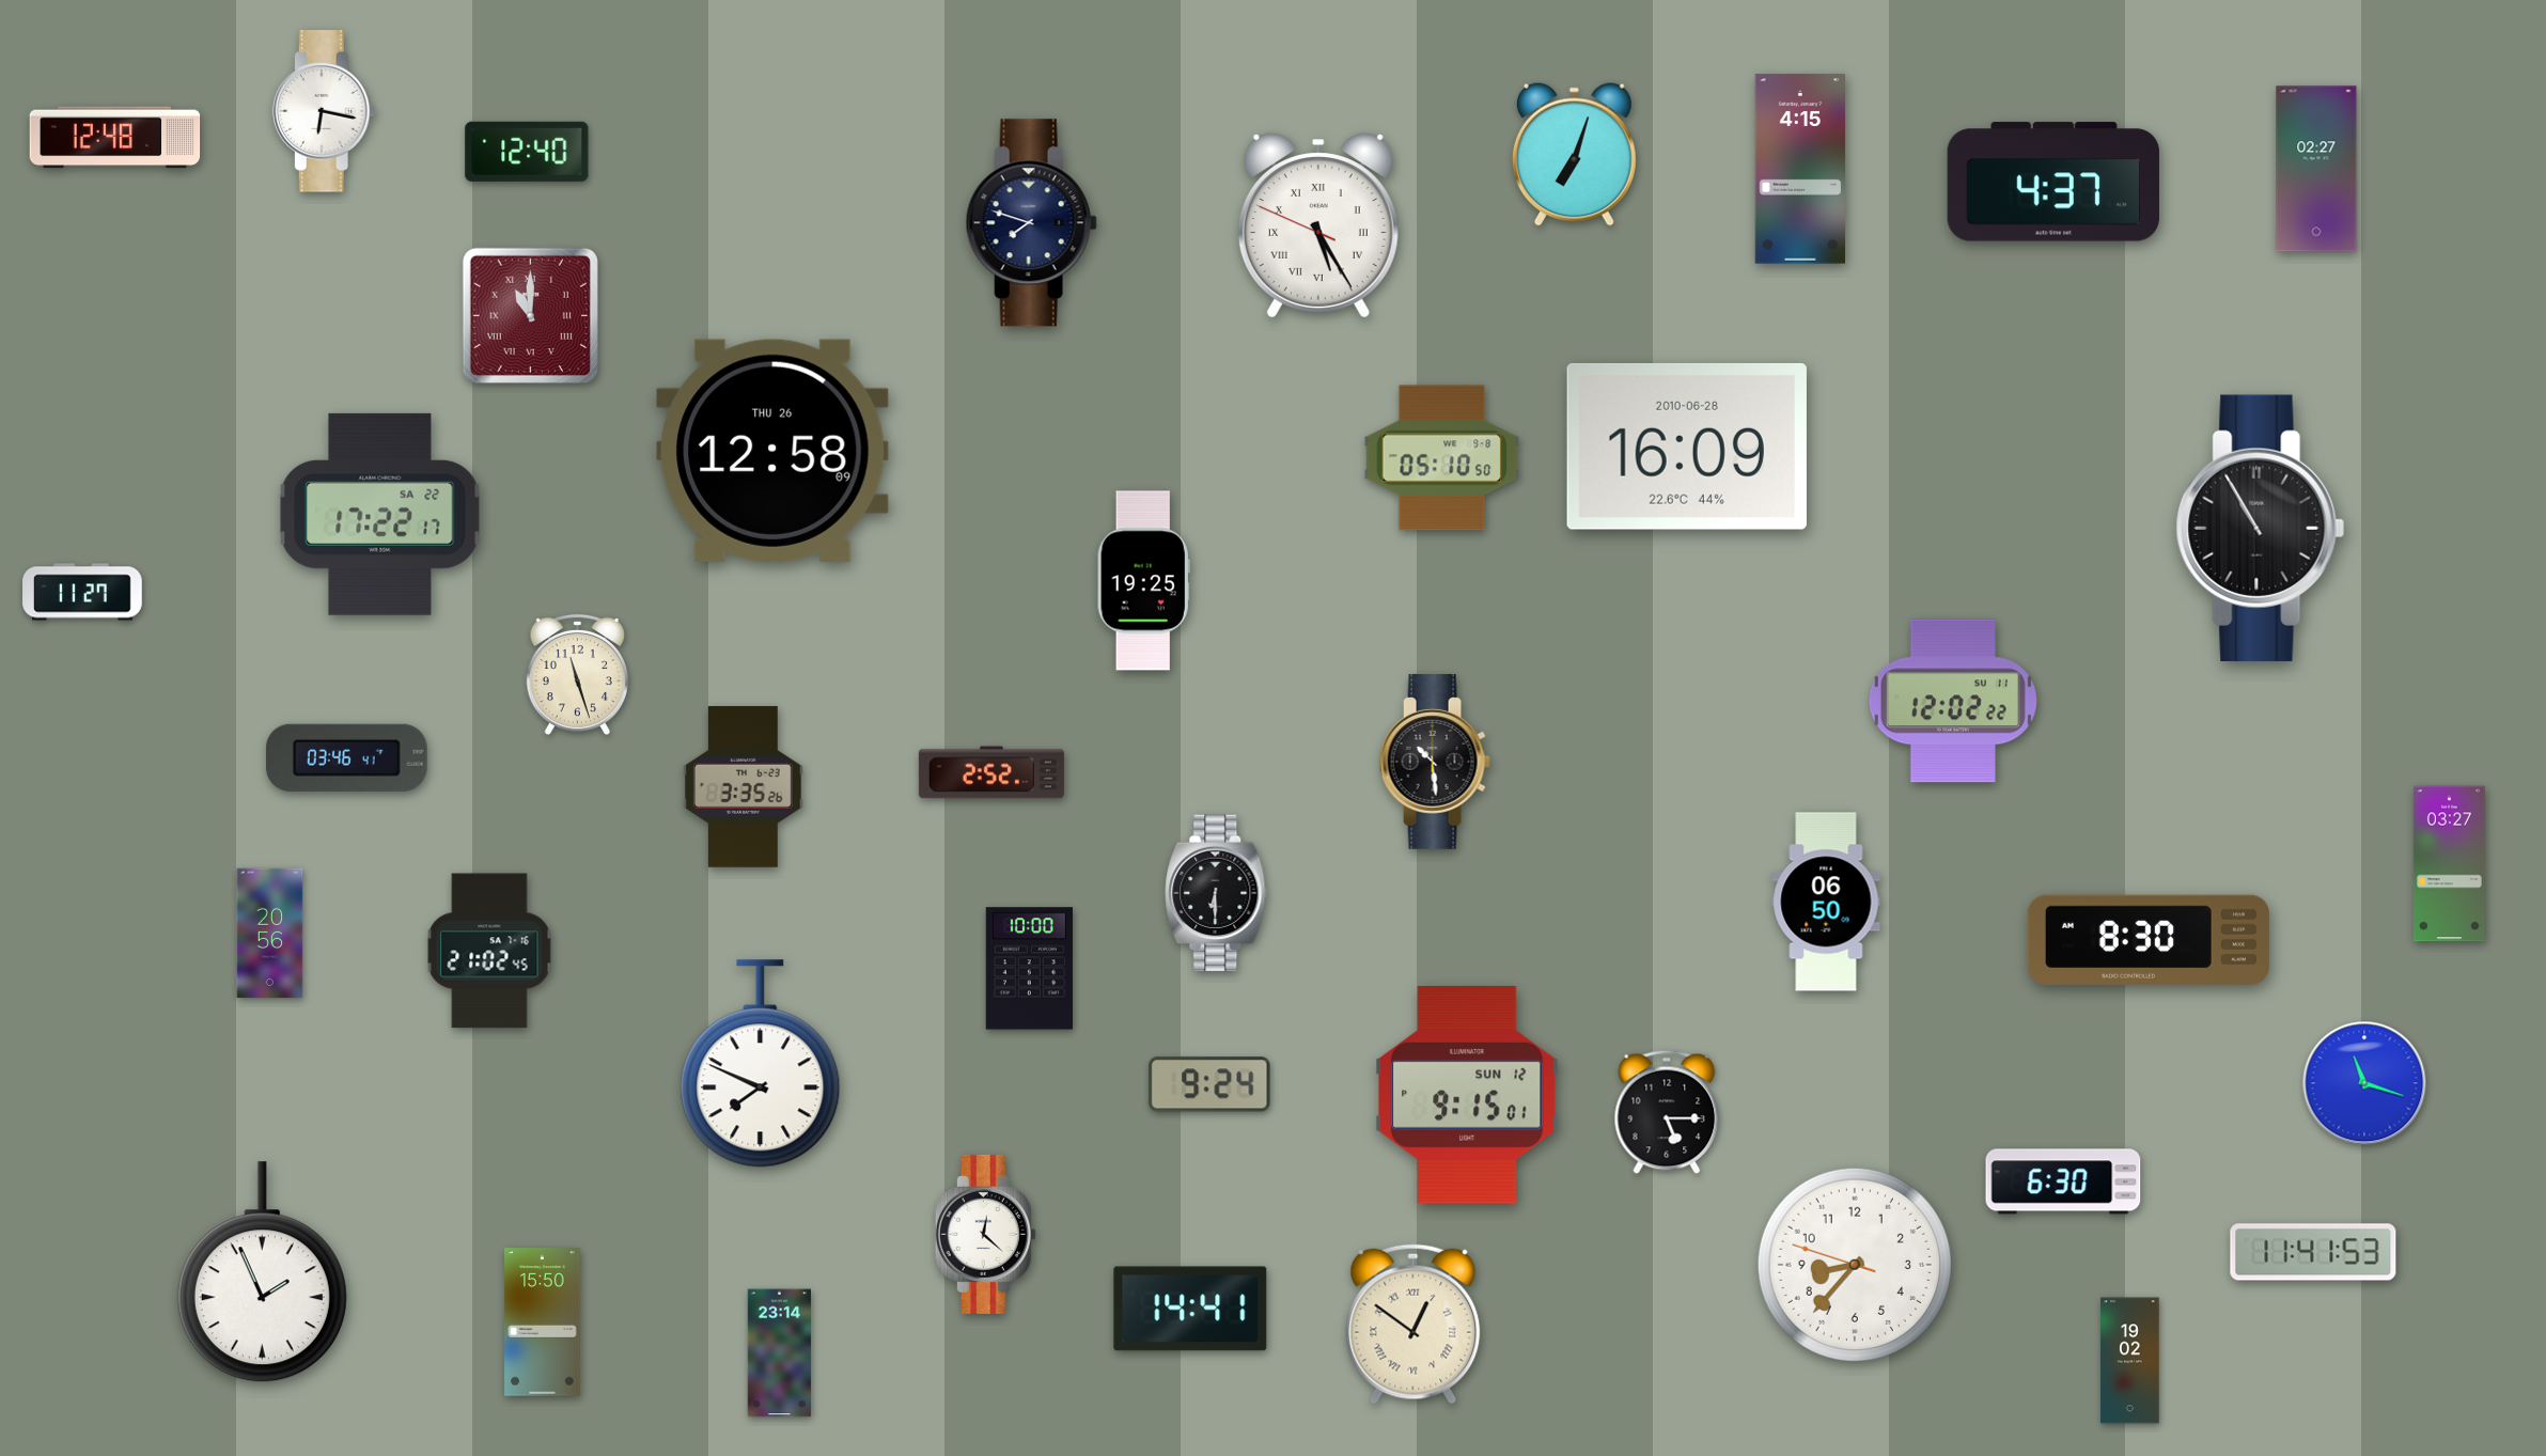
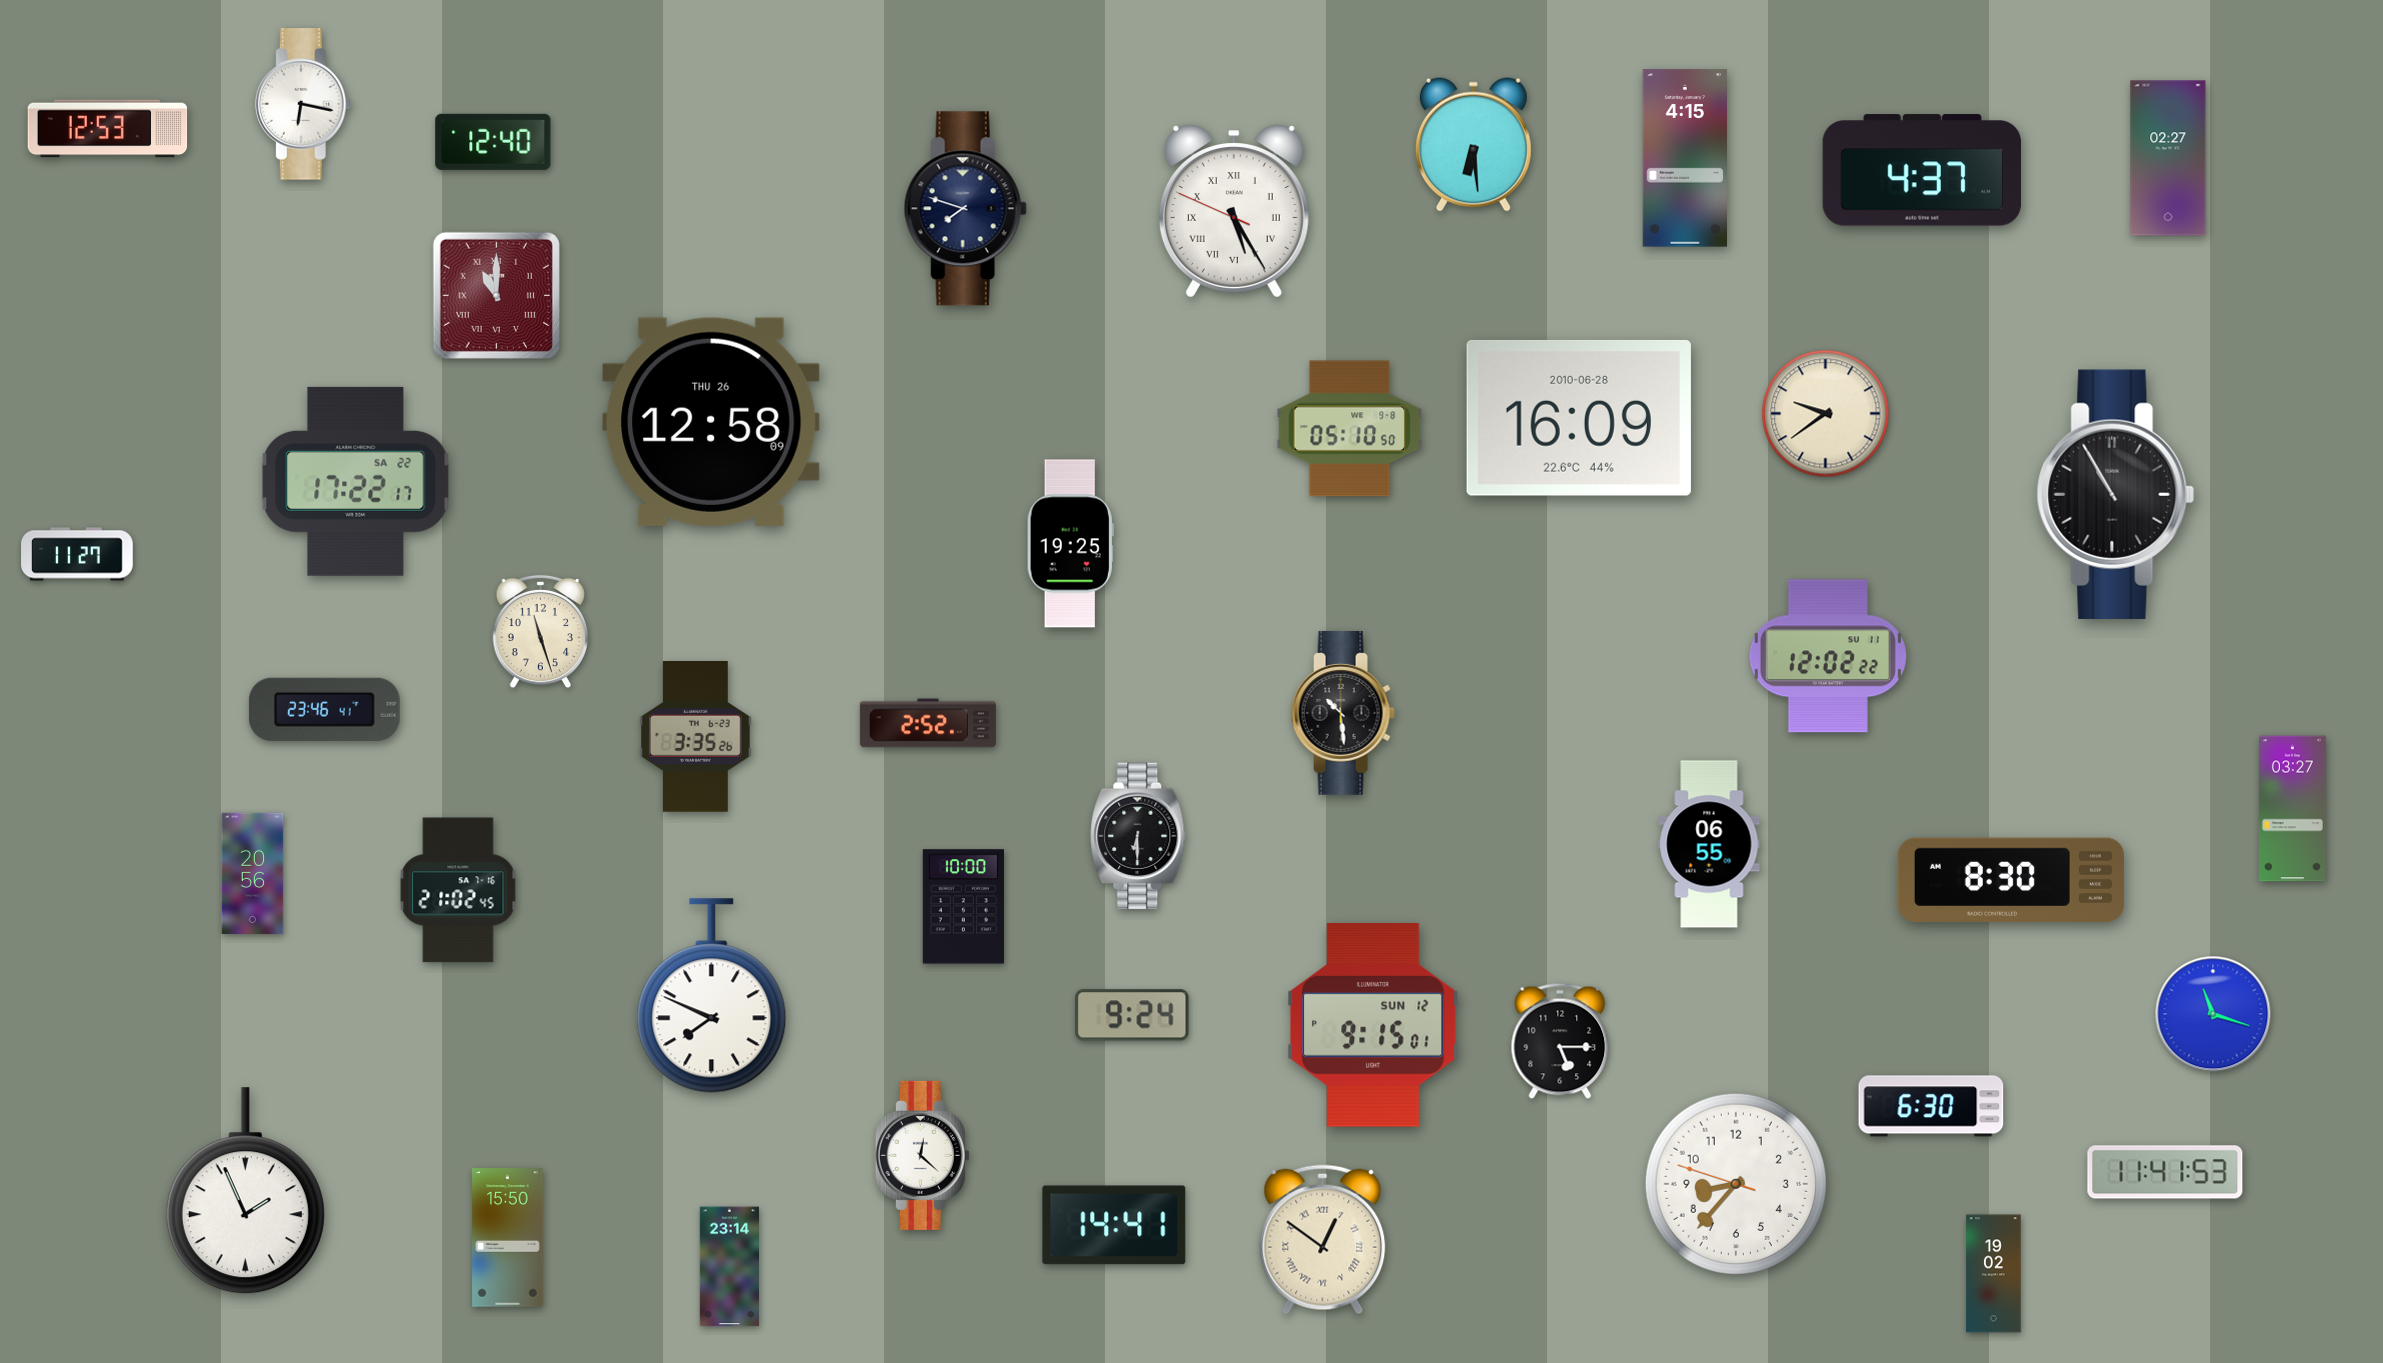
clock at (115, 138): 12:48 -> 12:53
clock at (1574, 154): 7:03 -> 6:29
clock at (1826, 414): none -> 9:39
clock at (774, 451) position: (774, 451) -> (712, 422)
clock at (346, 757): 03:46 -> 23:46
clock at (1826, 902): 06:50 -> 06:55
